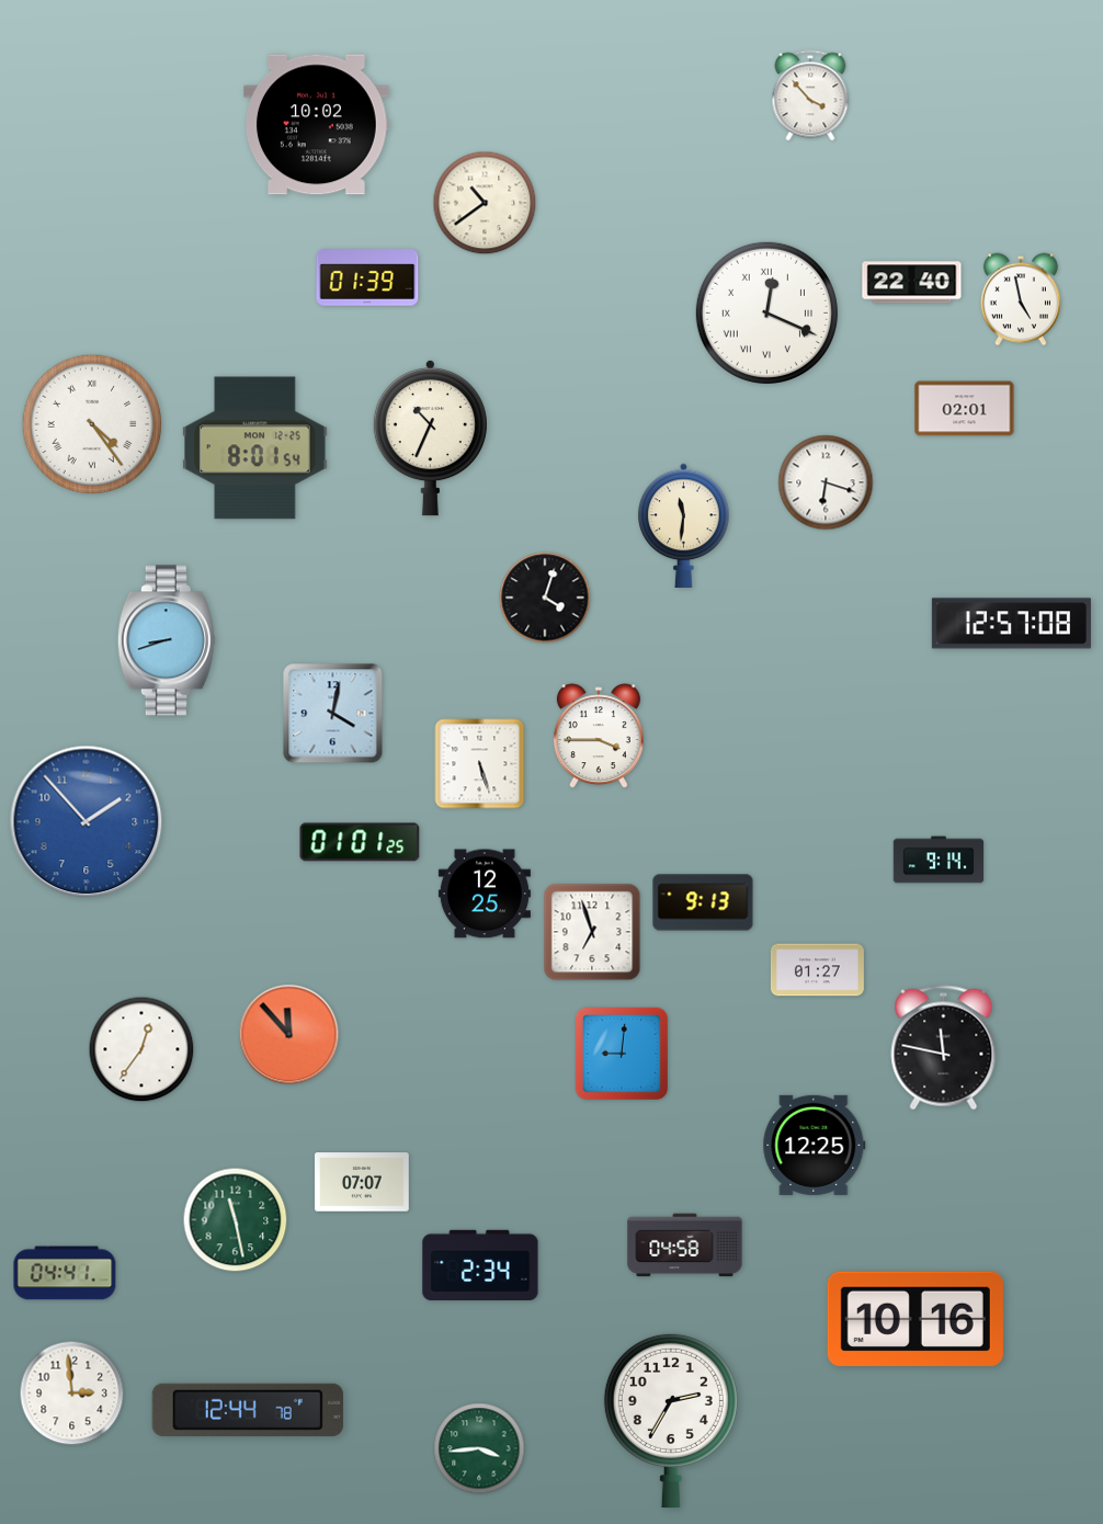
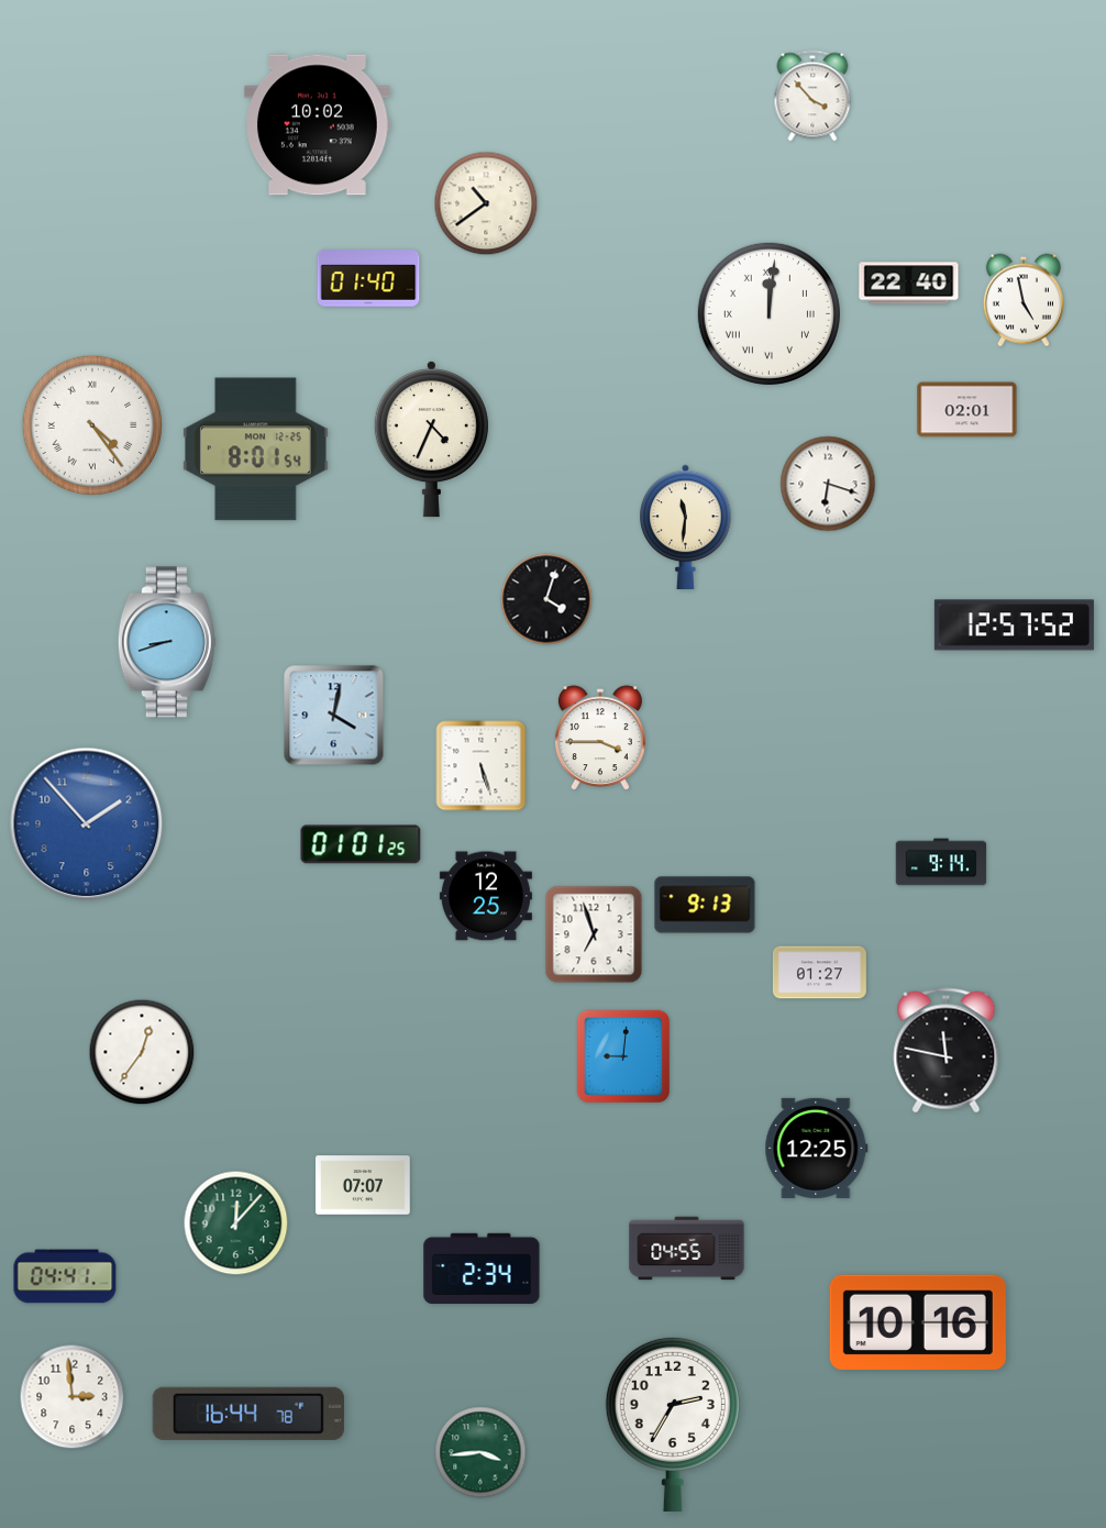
clock at (367, 277): 01:39 -> 01:40
clock at (912, 283) position: (912, 283) -> (909, 284)
clock at (766, 312): 12:19 -> 12:01
clock at (430, 437): 10:34 -> 4:34
clock at (1011, 624): 12:57:08 -> 12:57:52
clock at (289, 1035): 11:53 -> none
clock at (236, 1220): 11:28 -> 12:07
clock at (685, 1246): 04:58 -> 04:55
clock at (248, 1410): 12:44 -> 16:44
